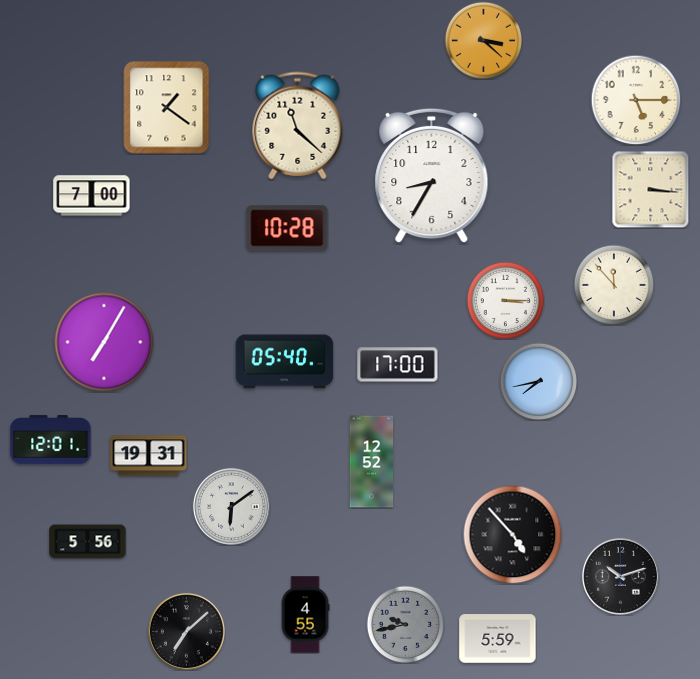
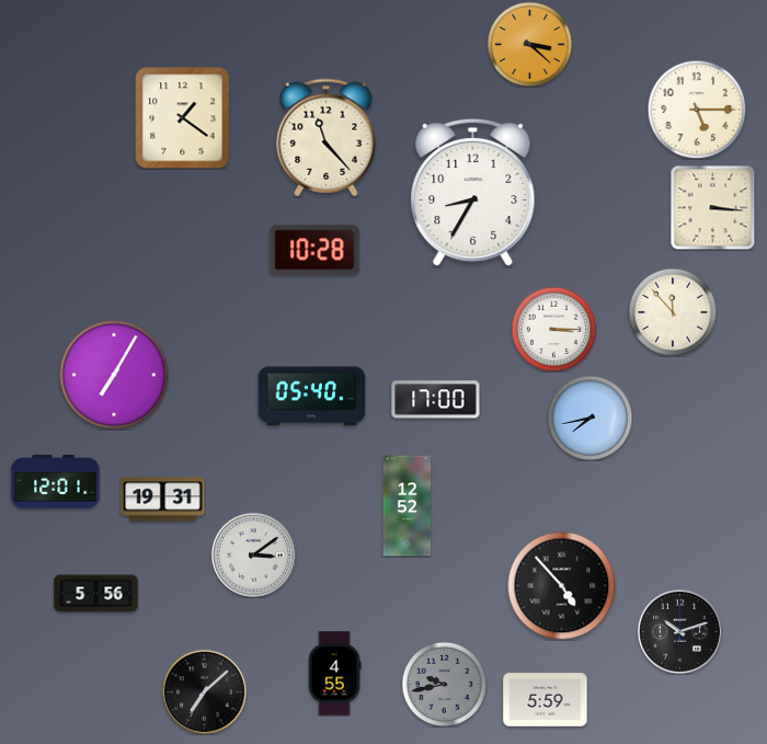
clock at (298, 126): 11:22 -> 11:23
clock at (92, 196): 7:00 -> none
clock at (231, 506): 6:09 -> 3:09
